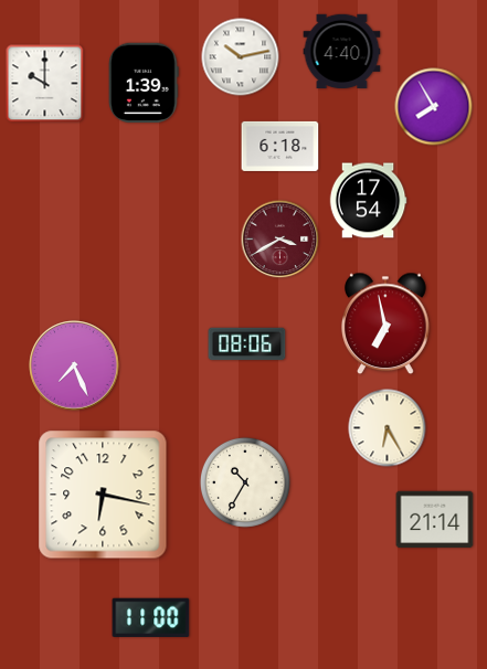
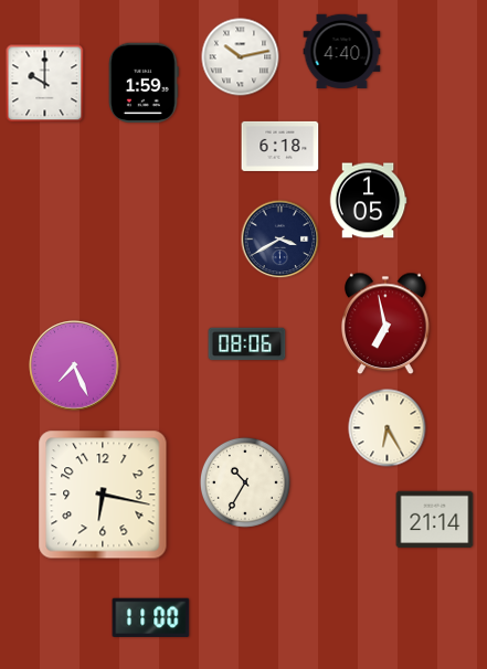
clock at (144, 82): 1:39 -> 1:59
clock at (434, 107): 7:55 -> none
clock at (368, 201): 17:54 -> 1:05
clock at (280, 240) dial: burgundy -> navy
